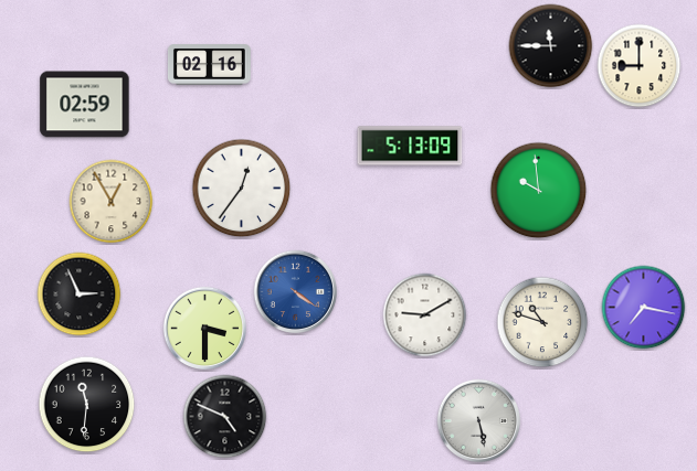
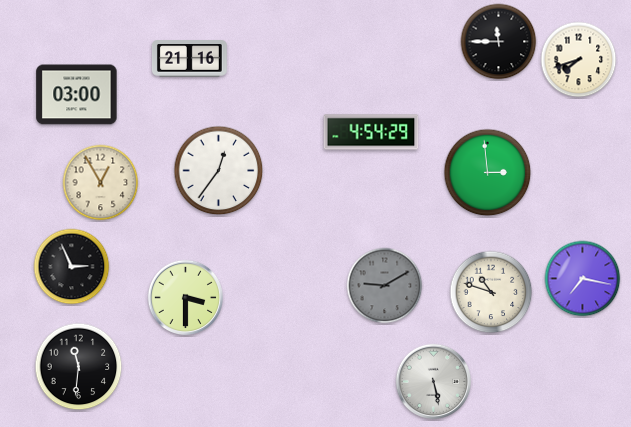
clock at (210, 65): 02:16 -> 21:16
clock at (640, 66): 9:00 -> 7:42
clock at (85, 105): 02:59 -> 03:00
clock at (410, 146): 5:13 -> 4:54
clock at (539, 191): 9:59 -> 2:59
clock at (296, 292): 4:21 -> none
clock at (425, 315) dial: white -> grey
clock at (225, 417): 4:49 -> none
